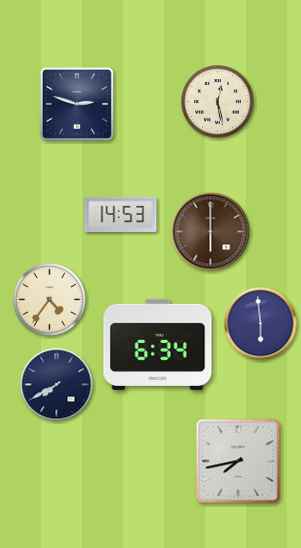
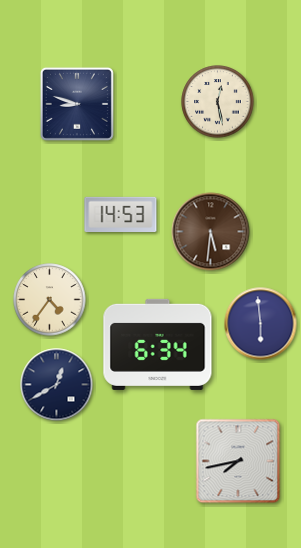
clock at (77, 104): 2:48 -> 8:48
clock at (211, 232): 6:00 -> 5:31
clock at (57, 385): 7:40 -> 12:40
